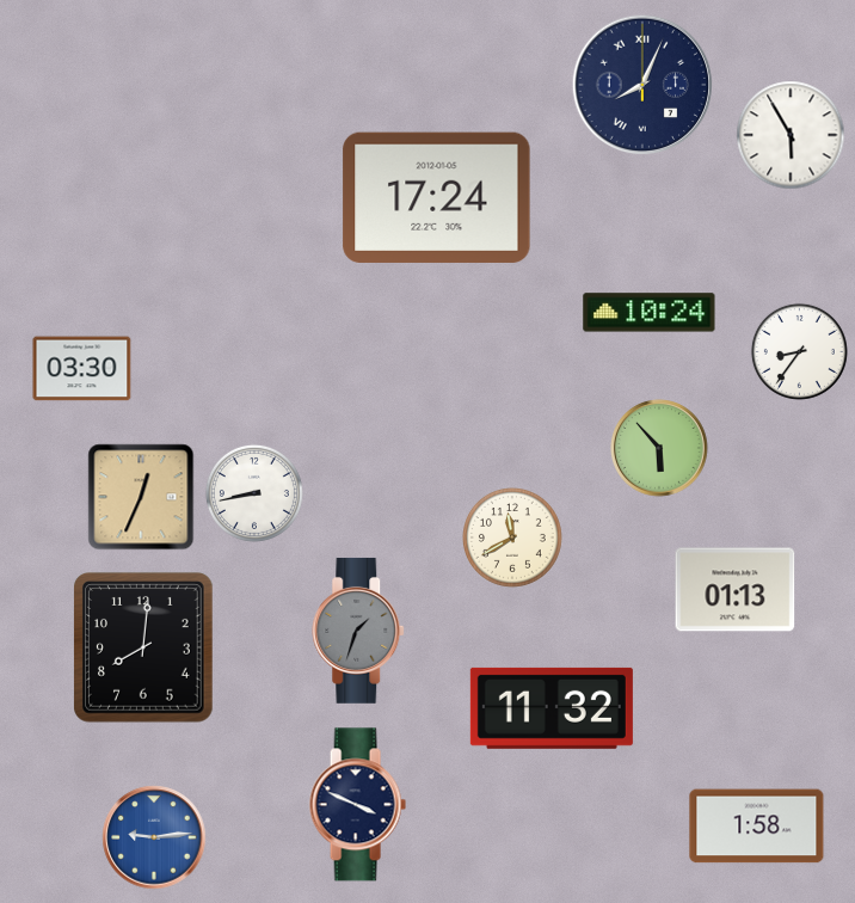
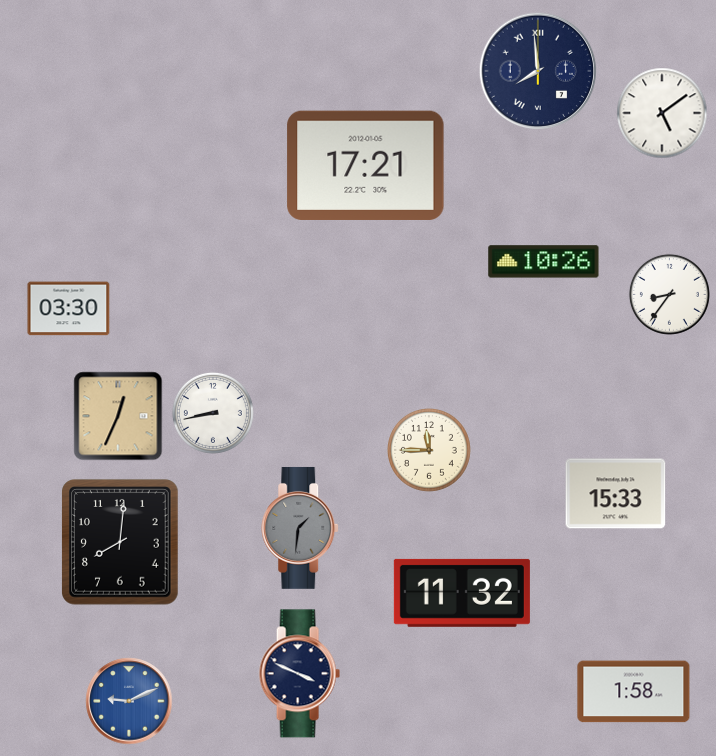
clock at (642, 85): 8:04 -> 7:59
clock at (791, 135): 5:55 -> 5:09
clock at (437, 197): 17:24 -> 17:21
clock at (650, 313): 10:24 -> 10:26
clock at (659, 448): 5:53 -> none
clock at (513, 539): 11:40 -> 11:45
clock at (736, 590): 01:13 -> 15:33
clock at (359, 631): 1:33 -> 1:31
clock at (154, 837): 9:14 -> 9:11
